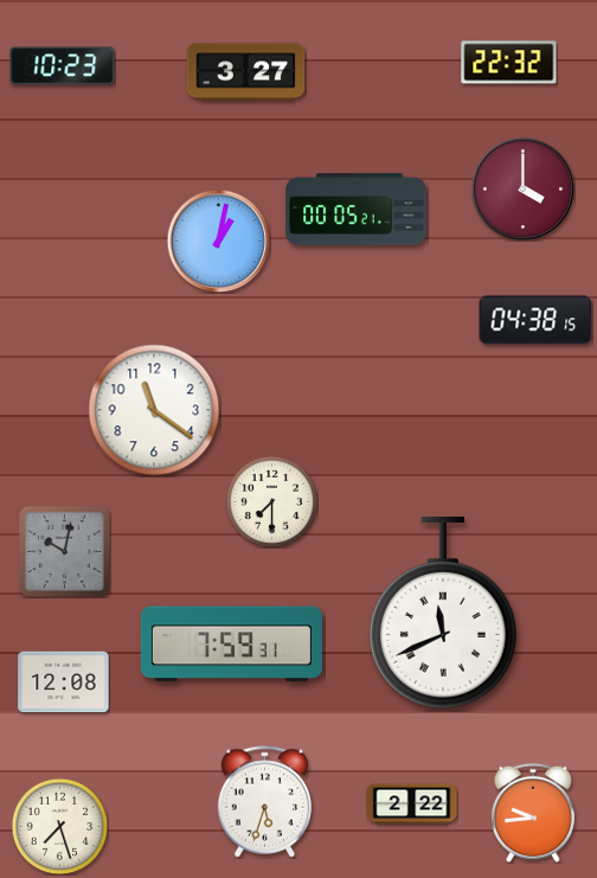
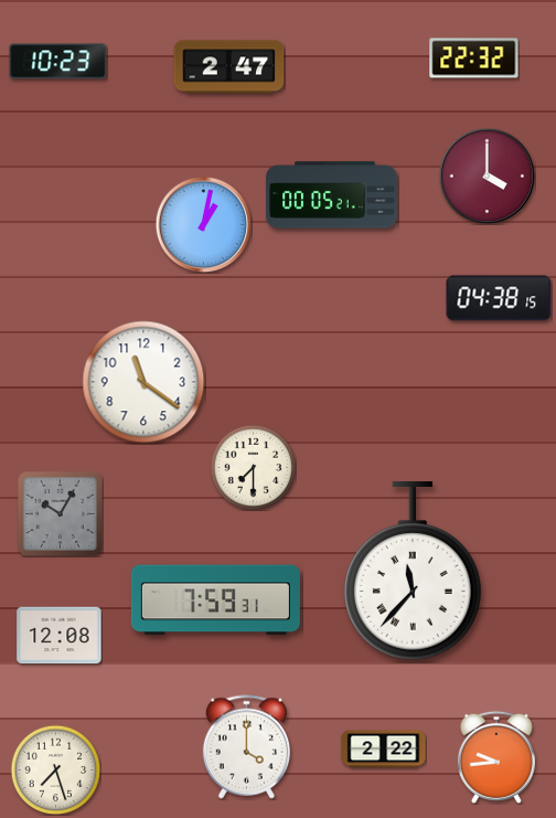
clock at (246, 72): 3:27 -> 2:47
clock at (64, 551): 10:02 -> 10:05
clock at (443, 613): 11:41 -> 11:37
clock at (264, 802): 5:33 -> 4:00
